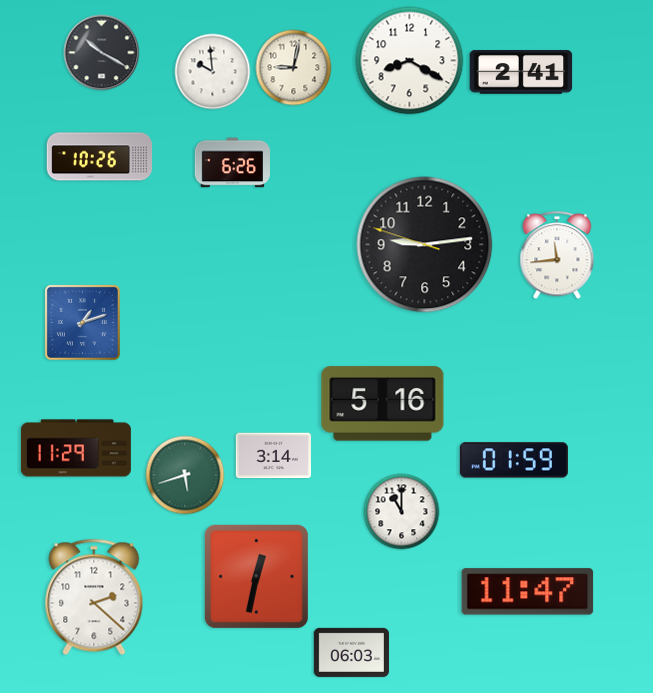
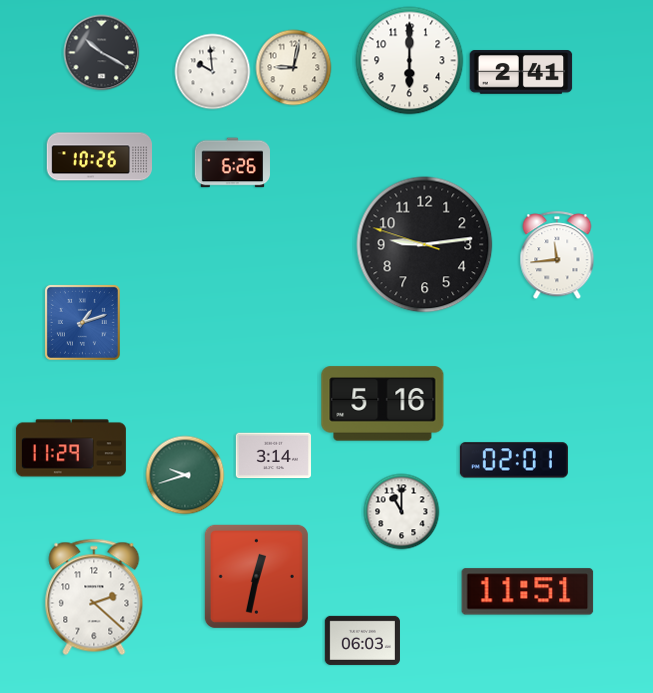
clock at (410, 61): 8:20 -> 6:00
clock at (76, 448) position: (76, 448) -> (71, 448)
clock at (514, 460): 01:59 -> 02:01
clock at (185, 475): 5:42 -> 9:42
clock at (528, 592): 11:47 -> 11:51
clock at (351, 652) position: (351, 652) -> (362, 640)
